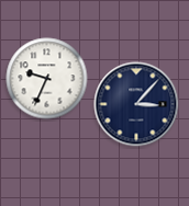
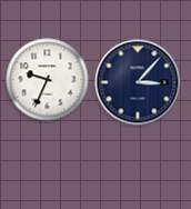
clock at (136, 104) position: (136, 104) -> (138, 82)
